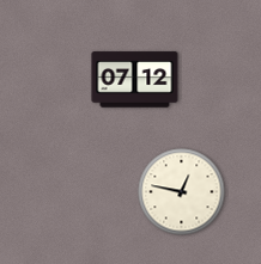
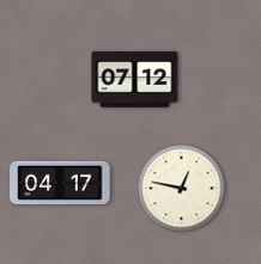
clock at (60, 182): none -> 04:17
clock at (182, 192) position: (182, 192) -> (182, 189)
